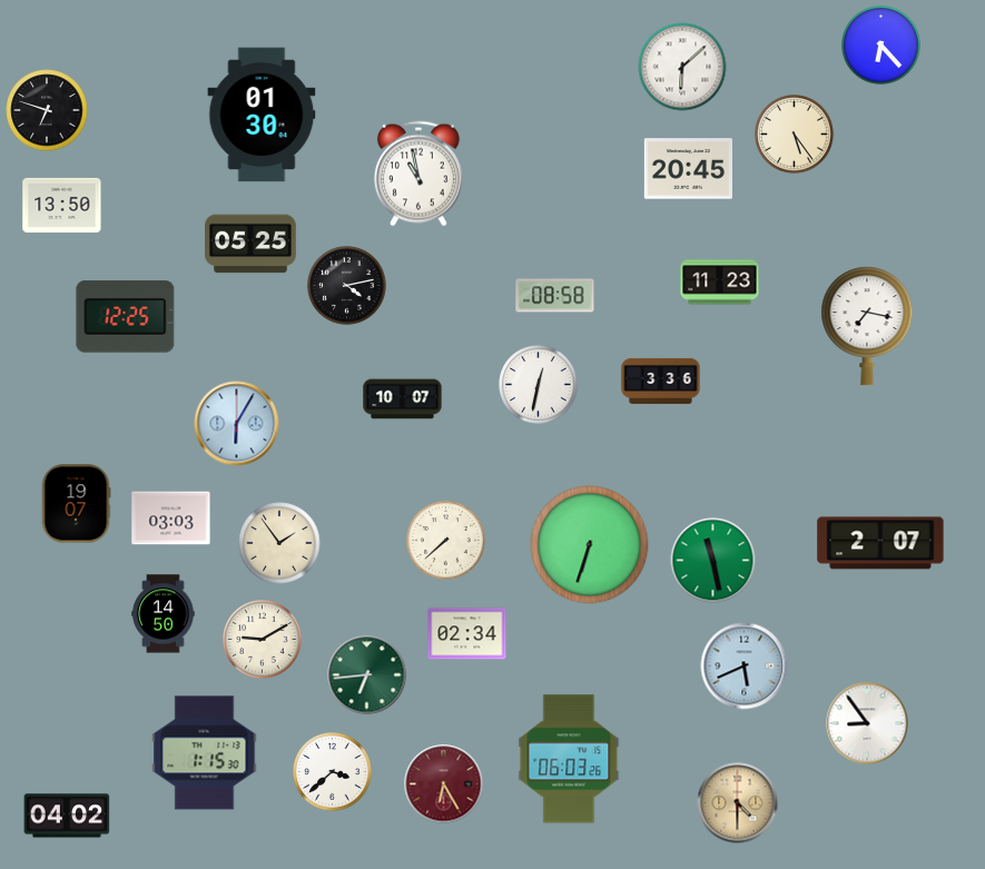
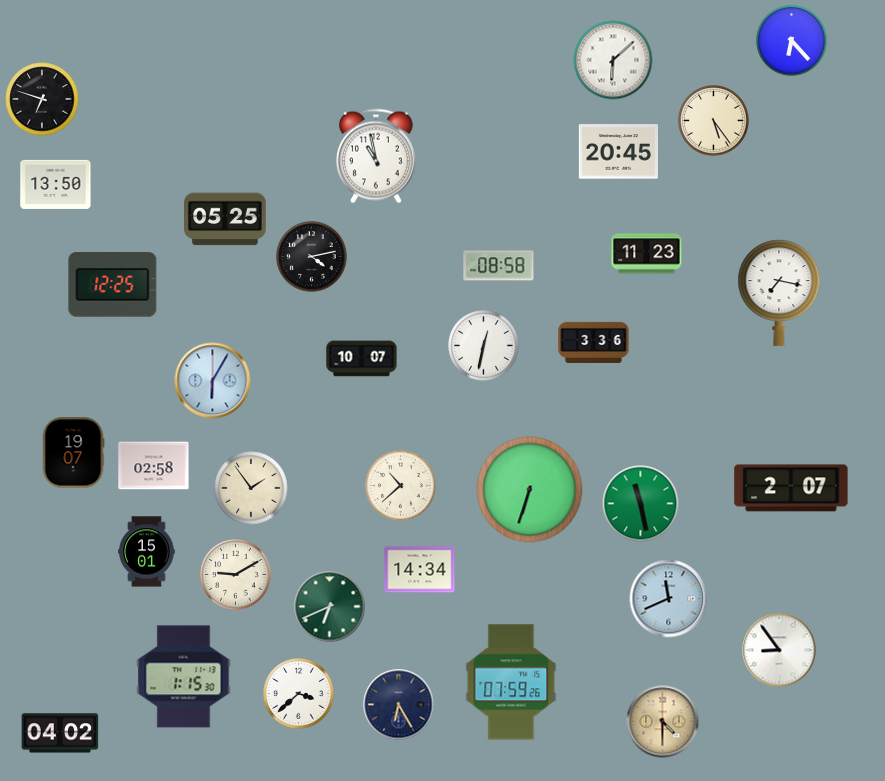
clock at (262, 115): 01:30 -> none
clock at (76, 504) position: (76, 504) -> (73, 453)
clock at (171, 519): 03:03 -> 02:58
clock at (446, 541): 7:38 -> 10:38
clock at (164, 614): 14:50 -> 15:01
clock at (467, 634): 02:34 -> 14:34
clock at (745, 666): 5:41 -> 11:41
clock at (367, 675): 6:44 -> 6:41
clock at (569, 759): 06:03 -> 07:59
clock at (444, 784) dial: burgundy -> navy
